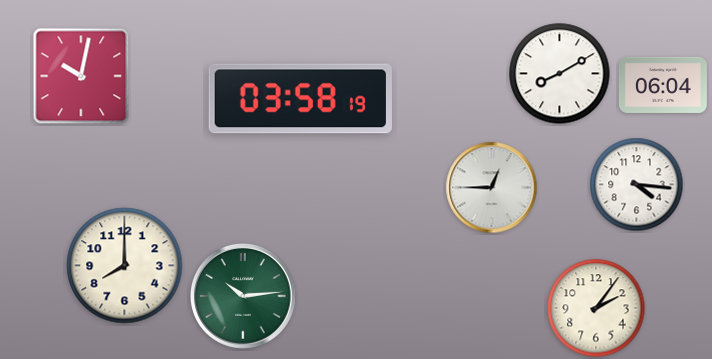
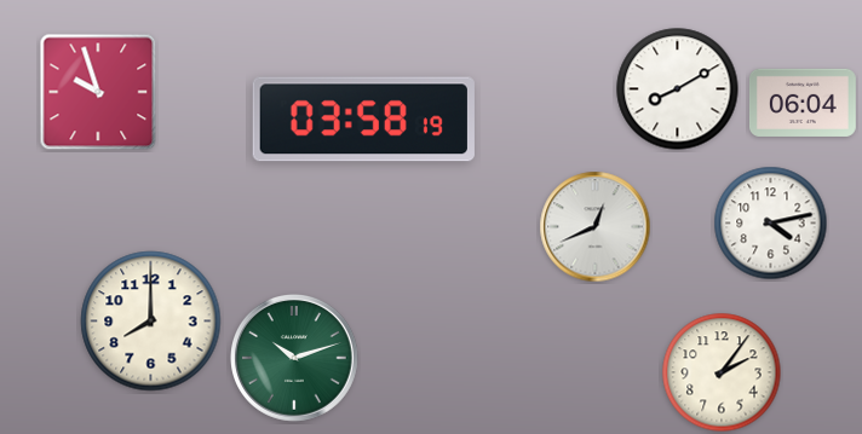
clock at (81, 76): 10:02 -> 9:57
clock at (637, 185): 4:16 -> 4:13
clock at (492, 188): 12:45 -> 12:41
clock at (244, 297): 10:14 -> 10:12
